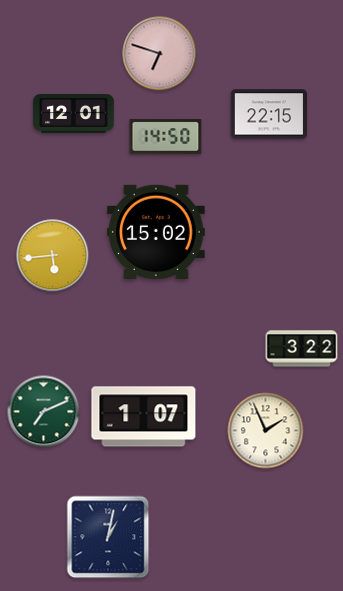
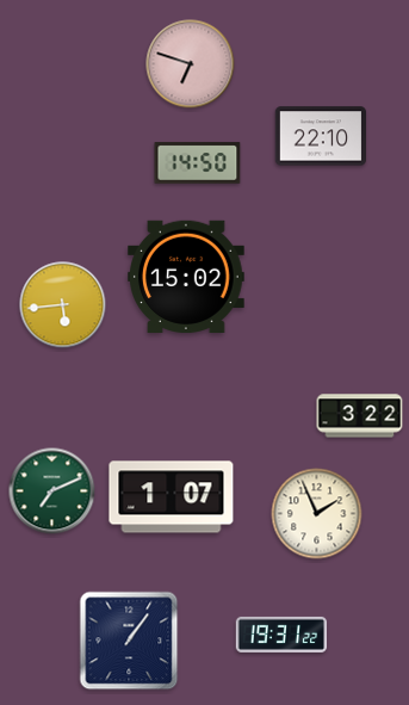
clock at (74, 114): 12:01 -> none
clock at (268, 114): 22:15 -> 22:10
clock at (281, 635): none -> 19:31
clock at (108, 537): 1:02 -> 1:06
